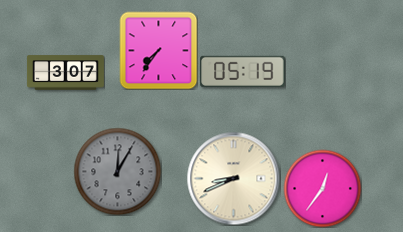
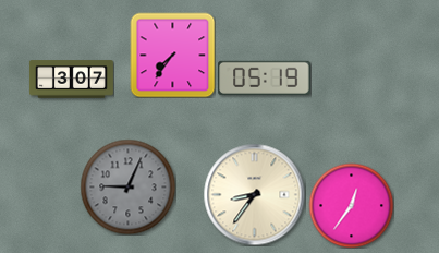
clock at (117, 171): 12:05 -> 9:04
clock at (233, 178): 8:41 -> 8:36
